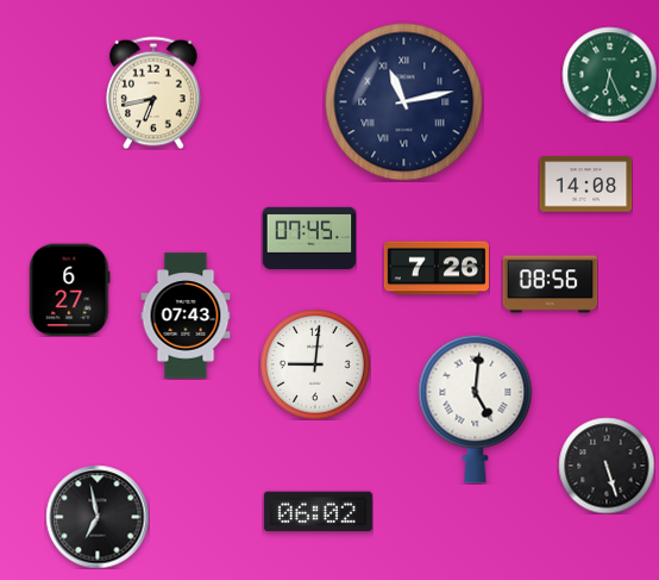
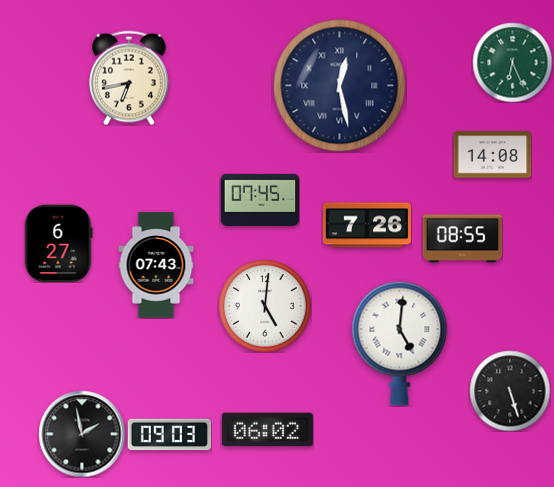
clock at (404, 102): 11:13 -> 12:28
clock at (550, 285): 08:56 -> 08:55
clock at (315, 364): 9:01 -> 5:01
clock at (98, 517): 6:58 -> 1:58
clock at (169, 435): none -> 09:03
